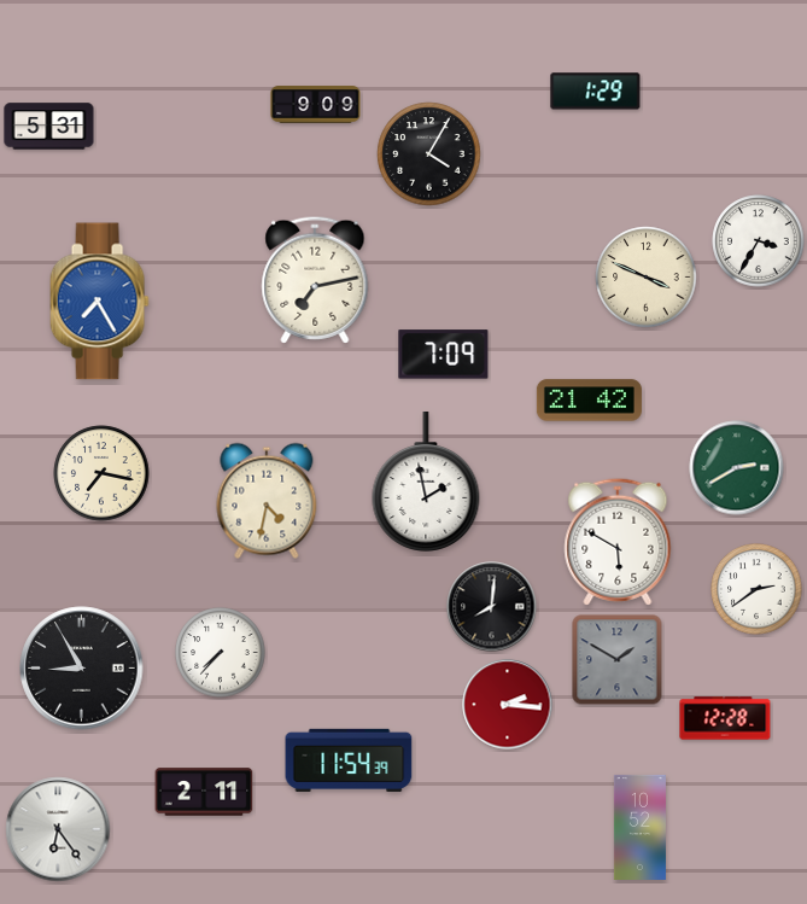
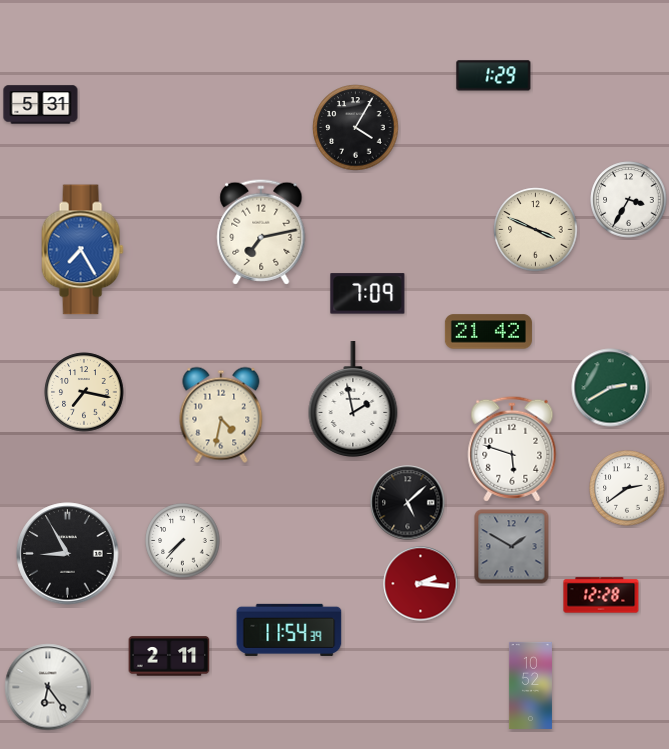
clock at (316, 105): 9:09 -> none
clock at (618, 542): 5:50 -> 5:48
clock at (492, 607): 8:01 -> 5:08
